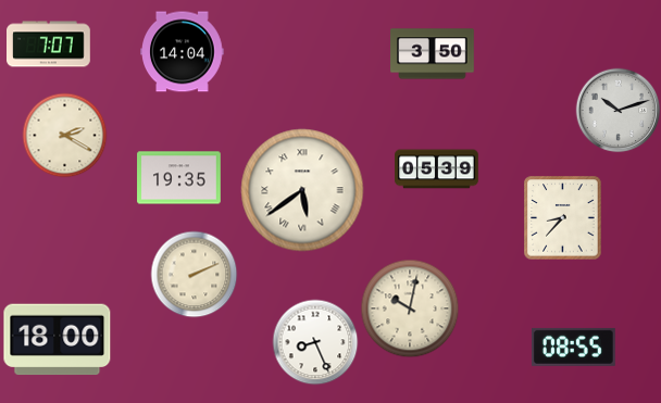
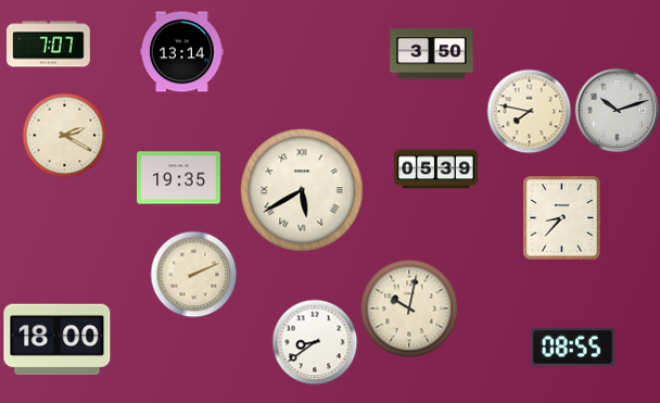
clock at (183, 52): 14:04 -> 13:14
clock at (529, 111): none -> 7:47
clock at (302, 190): 5:39 -> 5:40
clock at (315, 342): 8:26 -> 8:39
